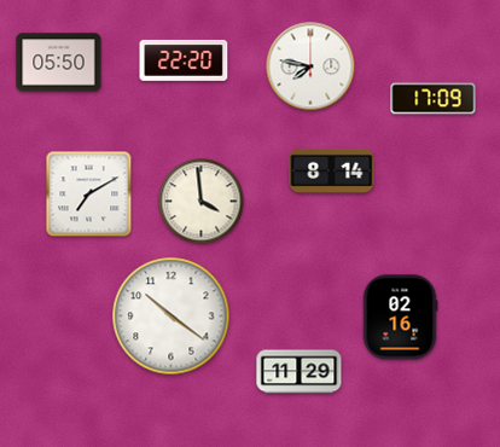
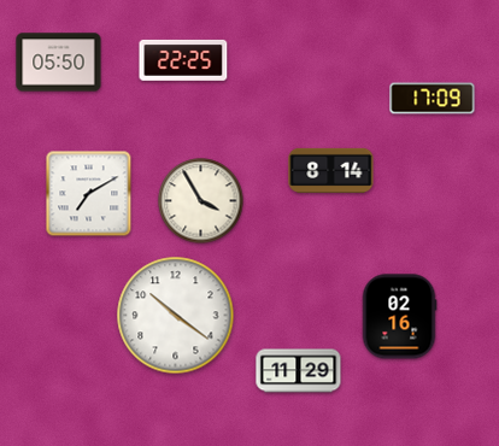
clock at (184, 60): 22:20 -> 22:25
clock at (310, 66): 7:47 -> none
clock at (202, 202): 3:59 -> 3:55
clock at (171, 317) position: (171, 317) -> (176, 316)
